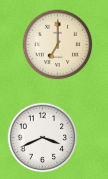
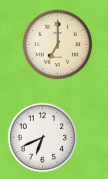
clock at (43, 138): 3:41 -> 6:41
